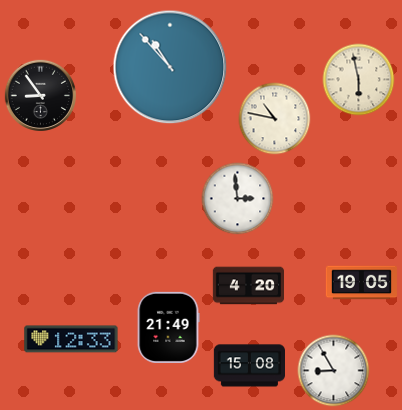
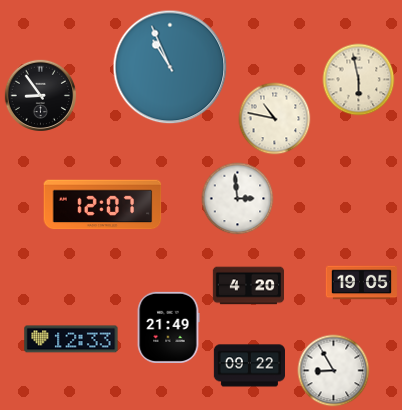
clock at (170, 67): 10:53 -> 10:56
clock at (103, 205): none -> 12:07
clock at (249, 366): 15:08 -> 09:22
